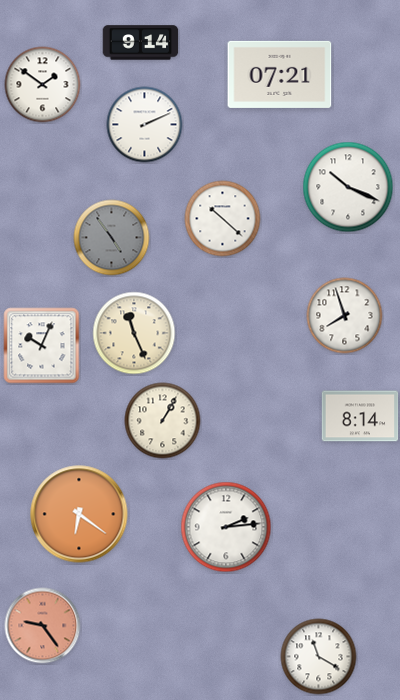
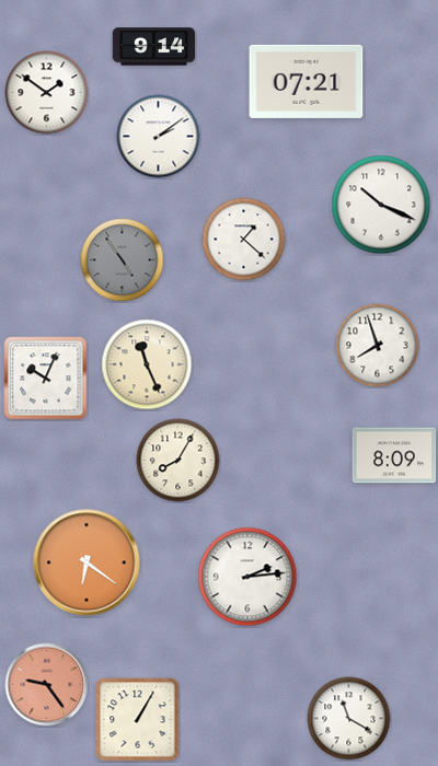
clock at (145, 125): 2:11 -> 2:09
clock at (223, 219): 10:22 -> 1:22
clock at (360, 416): 8:14 -> 8:09
clock at (163, 421): 1:05 -> 8:05
clock at (138, 720): none -> 1:05
